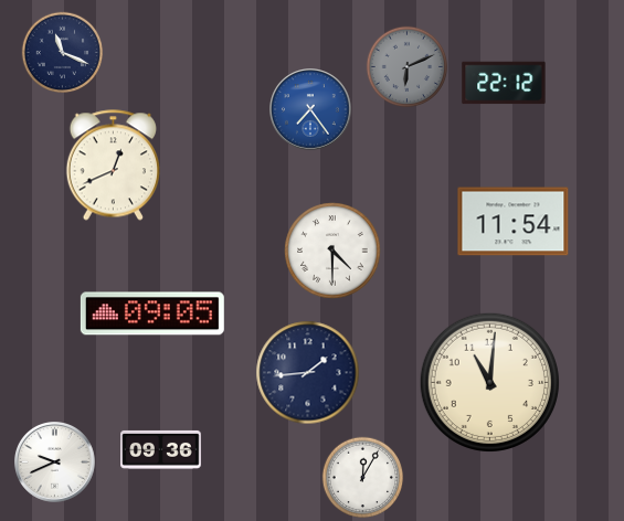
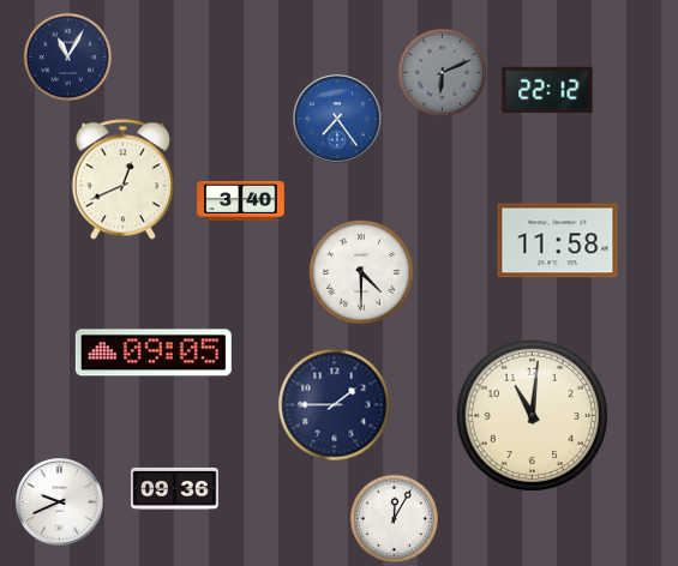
clock at (63, 53): 11:19 -> 11:05
clock at (241, 200): none -> 3:40
clock at (514, 222): 11:54 -> 11:58
clock at (152, 313) position: (152, 313) -> (154, 353)
clock at (308, 373): 1:44 -> 1:45
